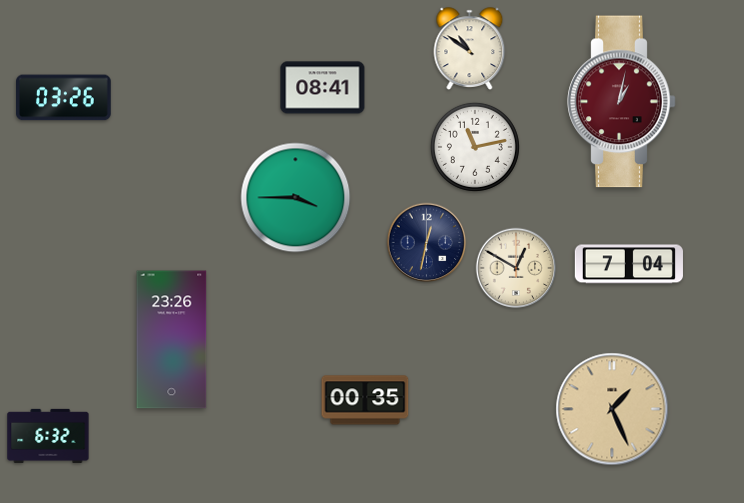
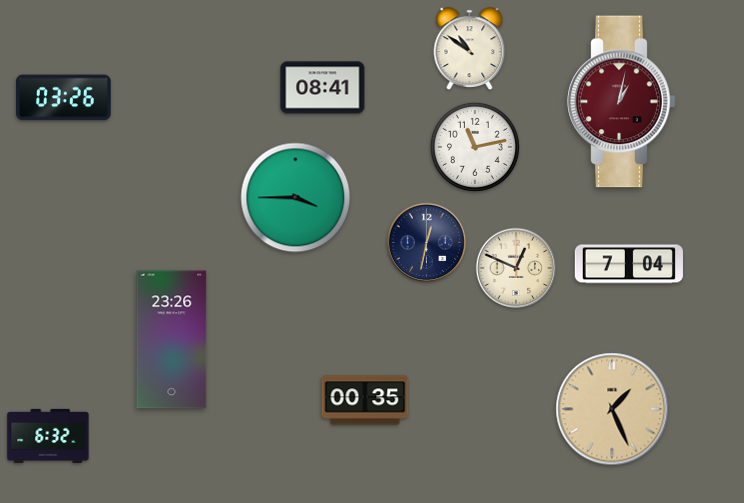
clock at (516, 268): 12:50 -> 12:49
